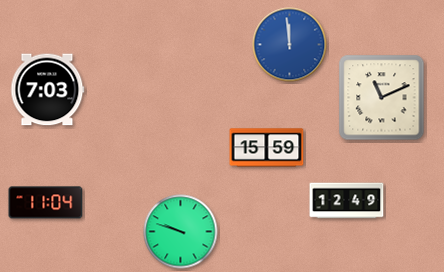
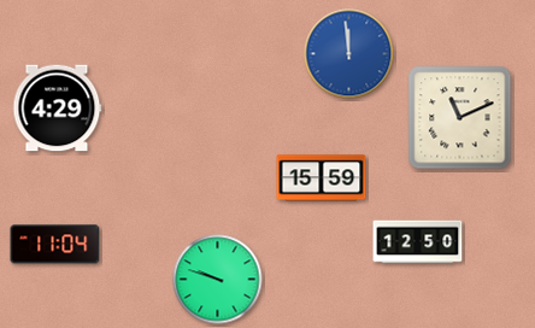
clock at (48, 90): 7:03 -> 4:29
clock at (347, 201): 12:49 -> 12:50
